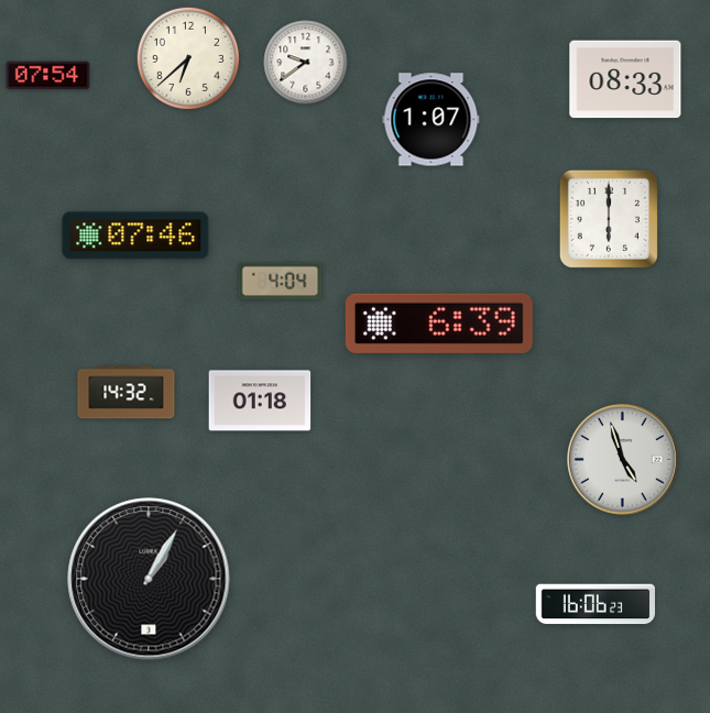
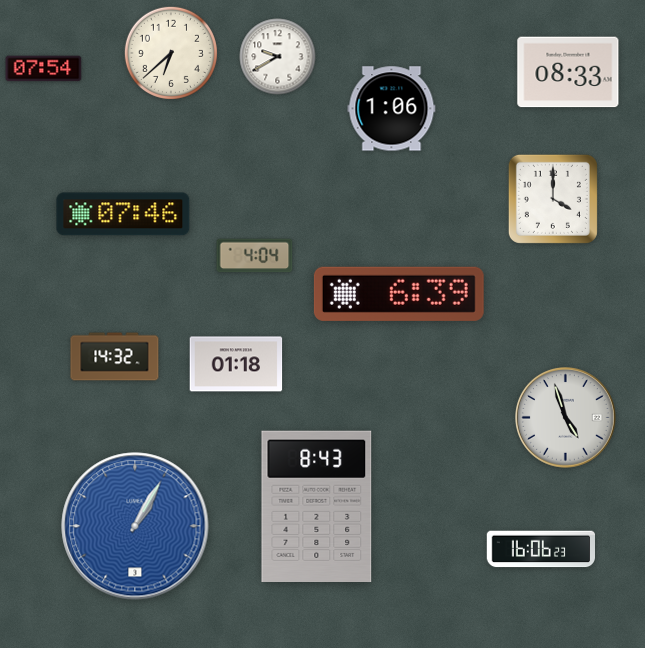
clock at (306, 63): 9:39 -> 9:40
clock at (432, 120): 1:07 -> 1:06
clock at (609, 219): 6:00 -> 4:00
clock at (317, 506): none -> 8:43
clock at (149, 579) dial: black -> blue
